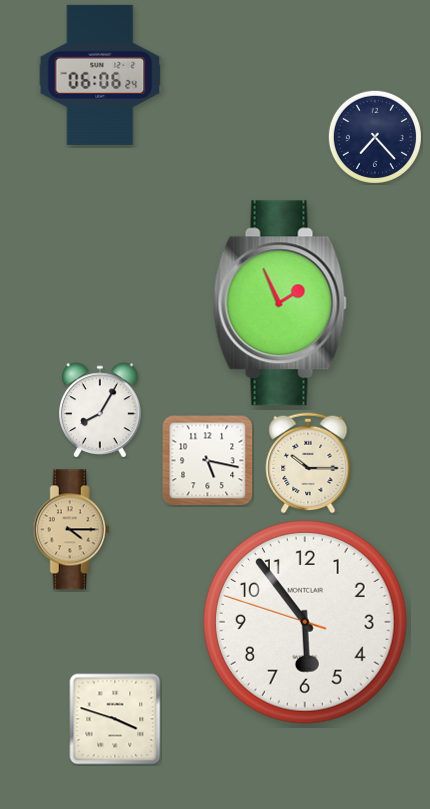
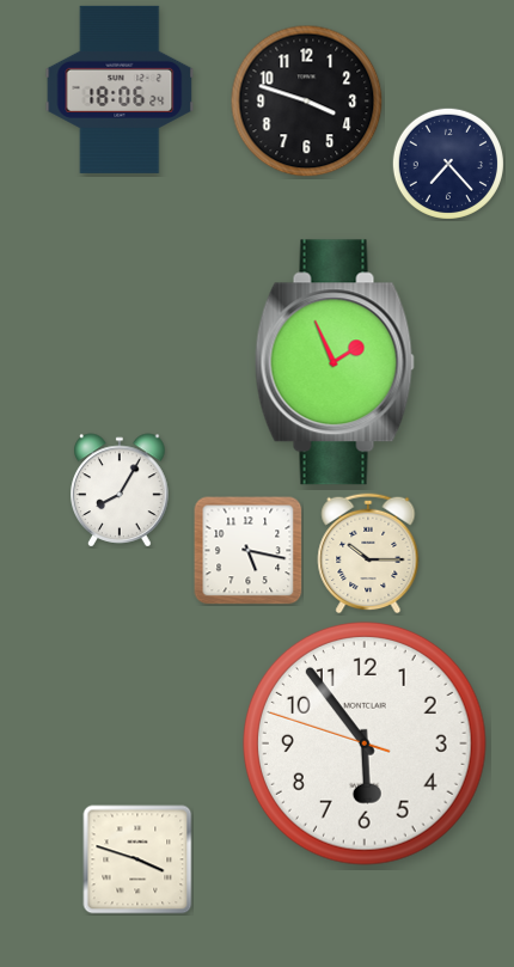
clock at (100, 75): 06:06 -> 18:06
clock at (307, 102): none -> 3:48
clock at (71, 530): 4:15 -> none
